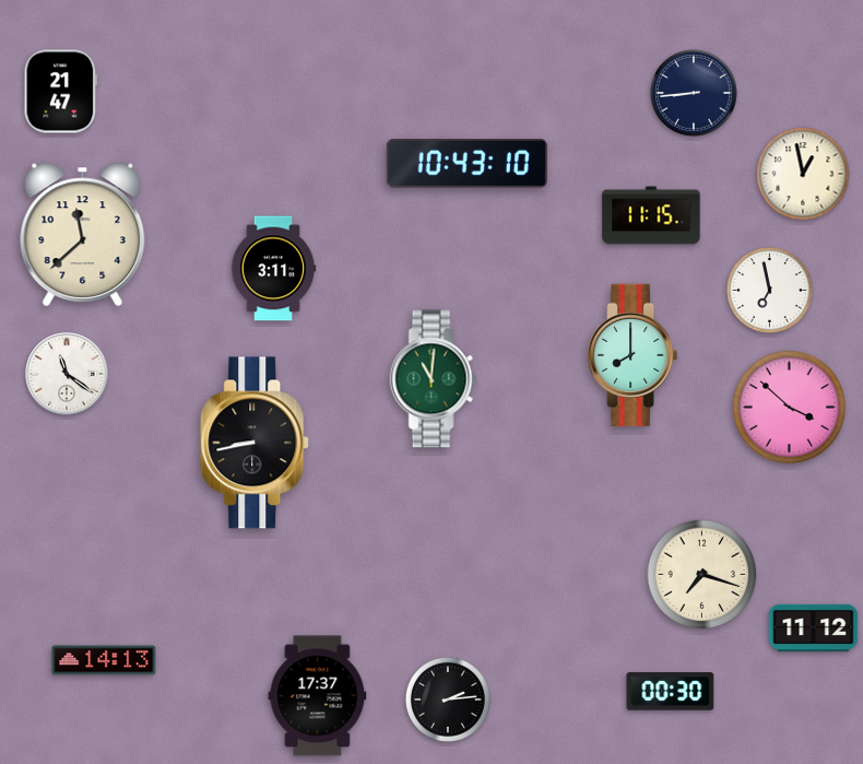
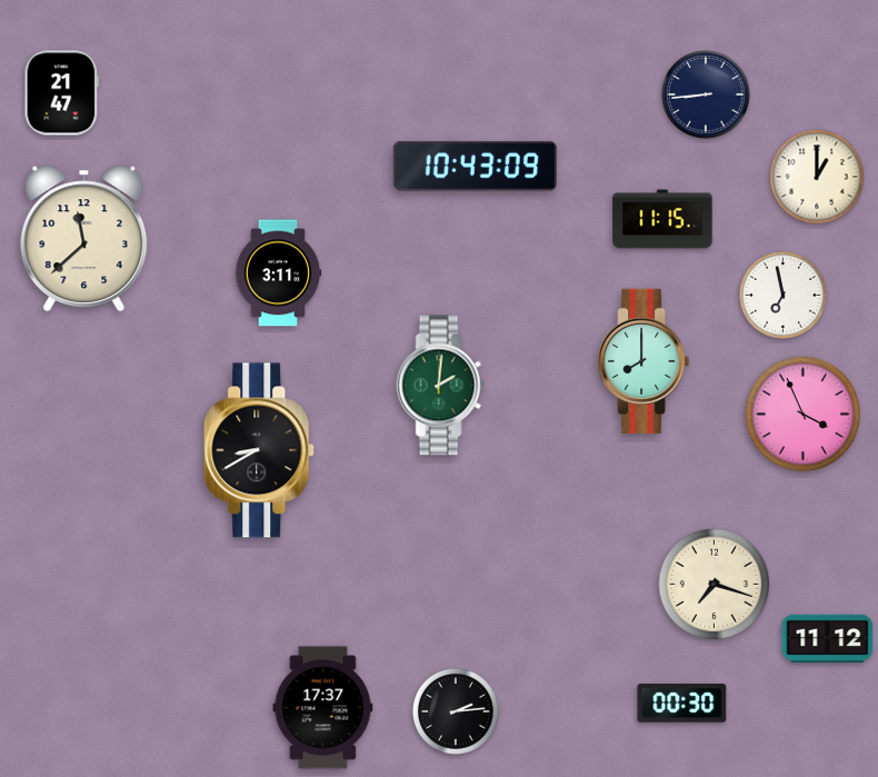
clock at (466, 163): 10:43:10 -> 10:43:09
clock at (803, 174): 12:58 -> 1:00
clock at (67, 374): 11:21 -> none
clock at (434, 379): 11:01 -> 2:01
clock at (789, 407): 3:52 -> 3:56
clock at (256, 443): 8:43 -> 8:40
clock at (104, 660): 14:13 -> none
